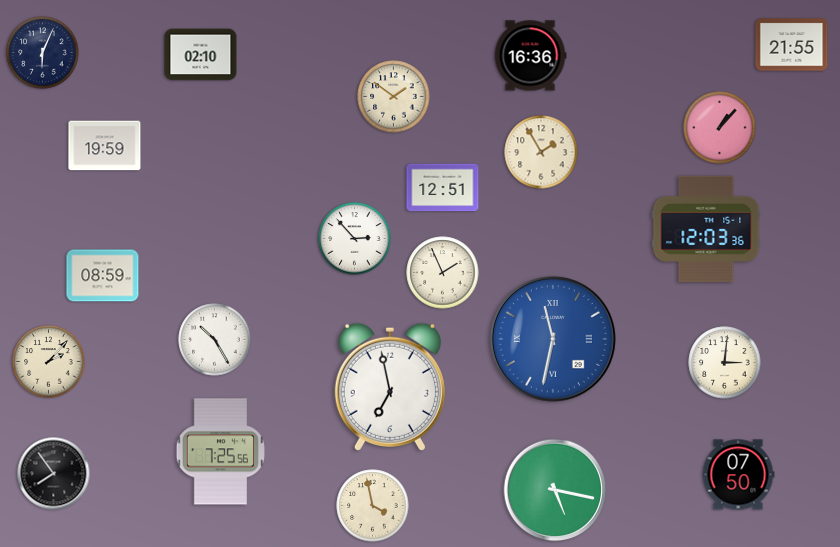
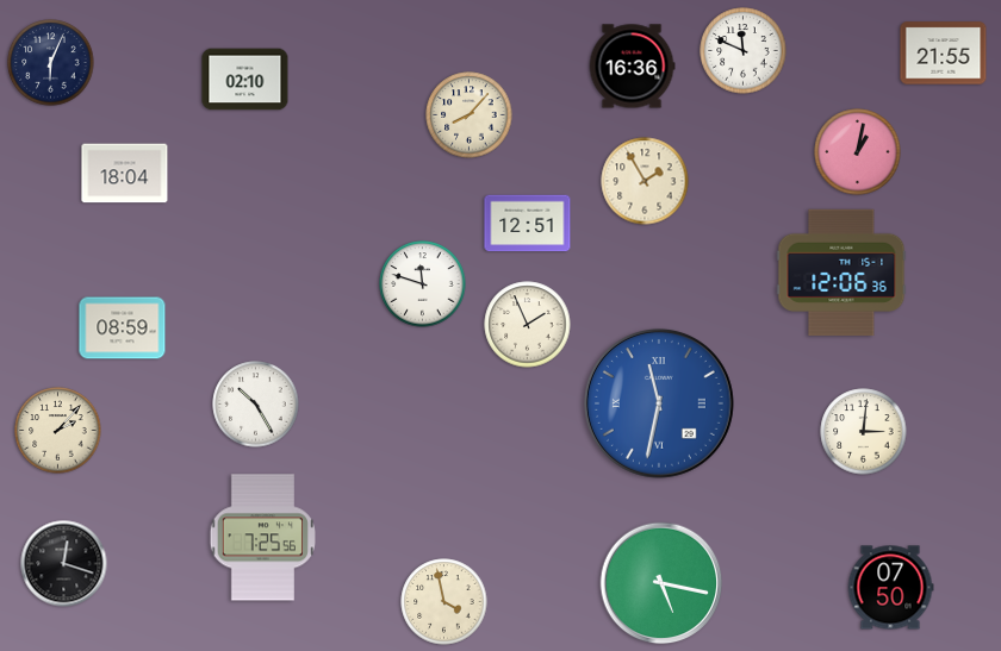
clock at (744, 51): none -> 11:49
clock at (201, 55) position: (201, 55) -> (245, 80)
clock at (394, 97): 1:51 -> 8:07
clock at (720, 128): 1:07 -> 1:02
clock at (105, 146): 19:59 -> 18:04
clock at (706, 229): 12:03 -> 12:06
clock at (355, 239): 2:53 -> 11:48
clock at (390, 387): 6:58 -> none
clock at (54, 474): 7:54 -> 12:18
clock at (738, 475) position: (738, 475) -> (890, 588)
